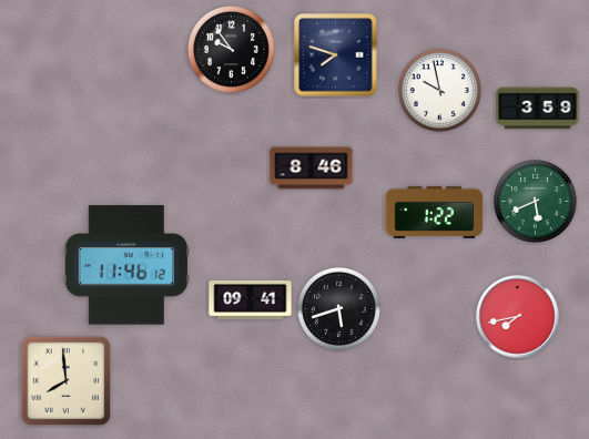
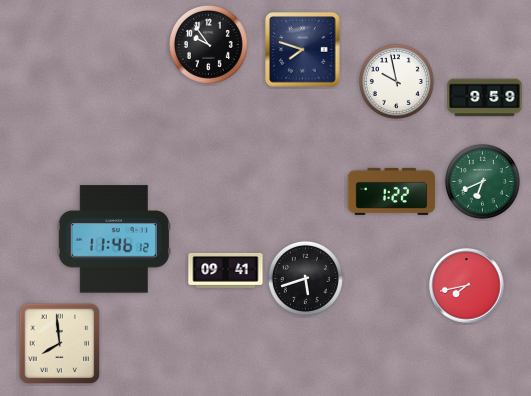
clock at (538, 109): 3:59 -> 9:59
clock at (312, 169): 8:46 -> none
clock at (535, 201): 5:41 -> 6:41
